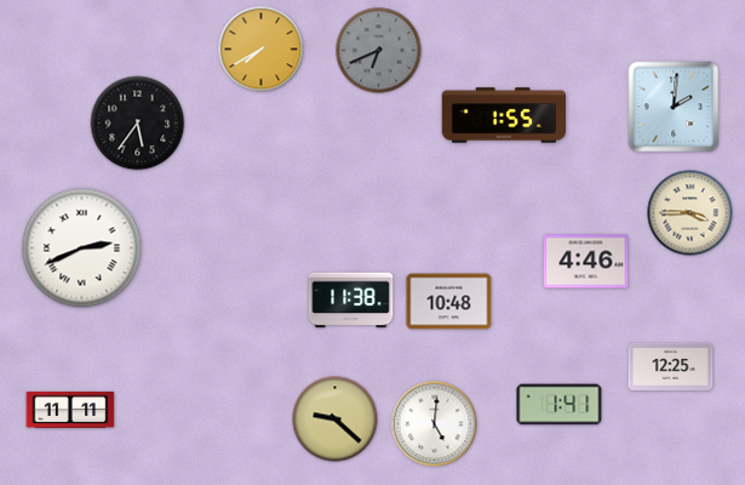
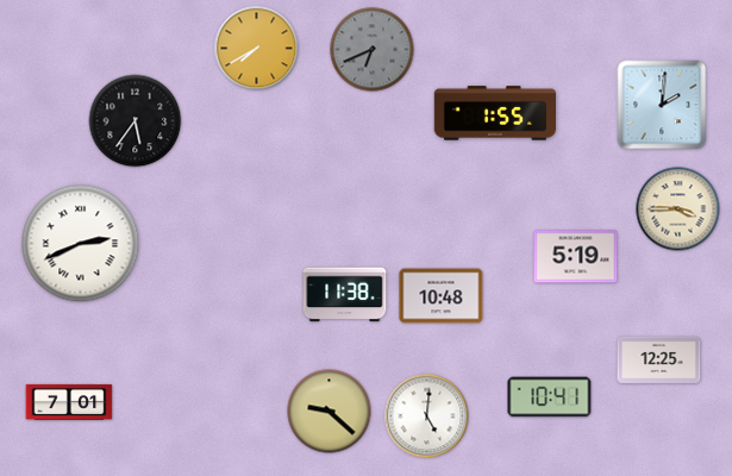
clock at (586, 262): 4:46 -> 5:19
clock at (560, 405): 1:41 -> 10:41
clock at (70, 410): 11:11 -> 7:01
